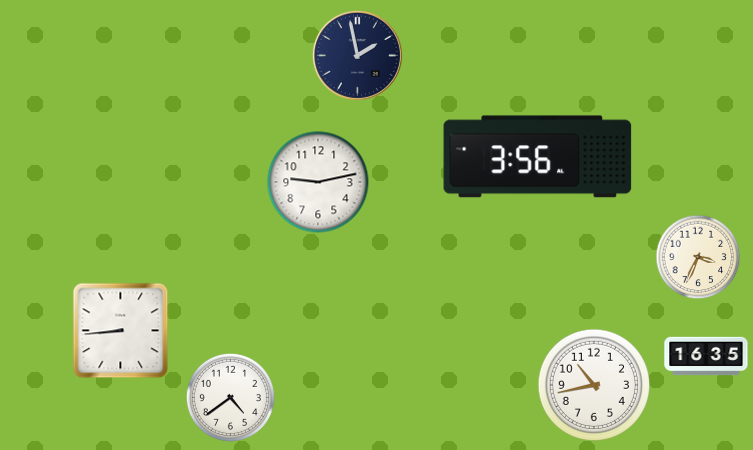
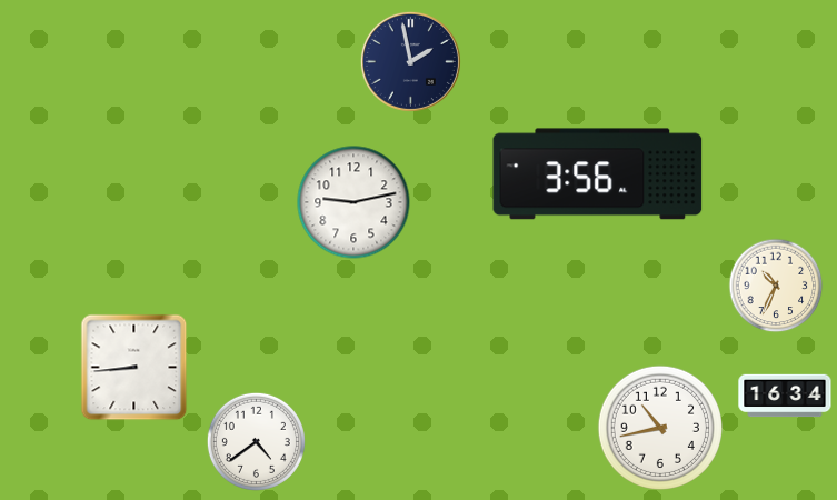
clock at (357, 55) position: (357, 55) -> (410, 61)
clock at (698, 257): 3:34 -> 10:34
clock at (706, 356): 16:35 -> 16:34
